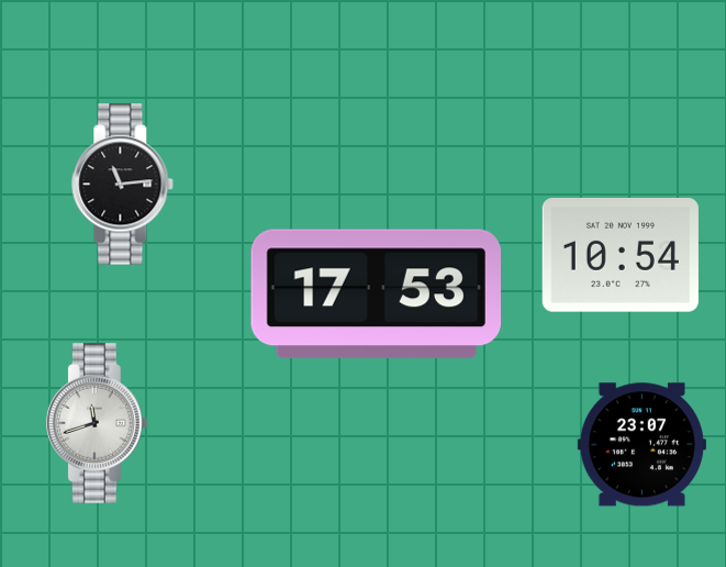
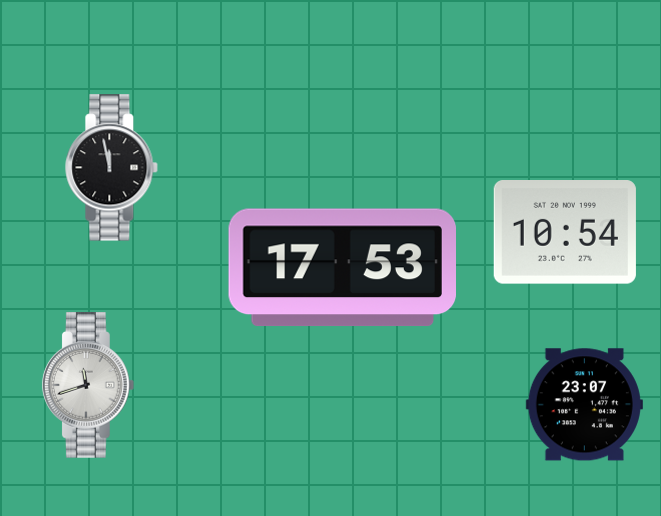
clock at (123, 185): 11:14 -> 11:58
